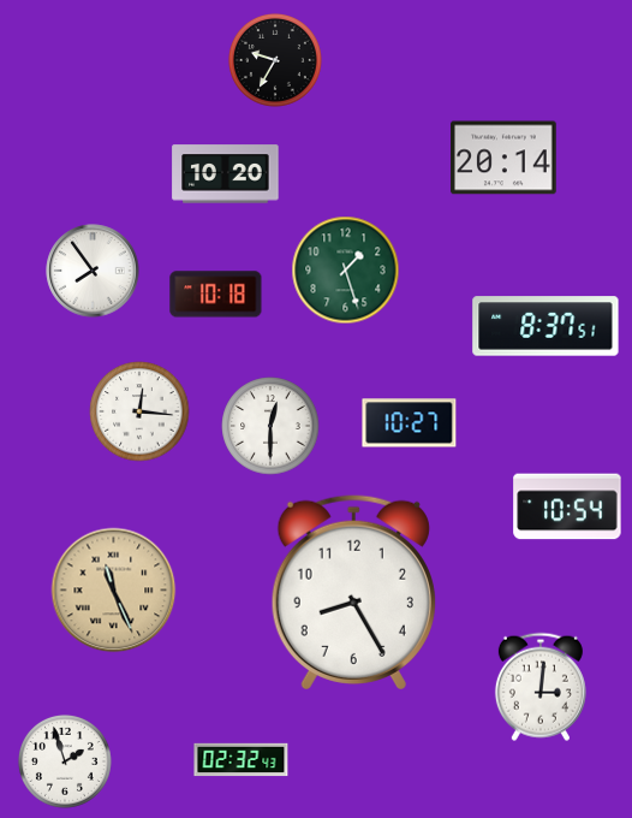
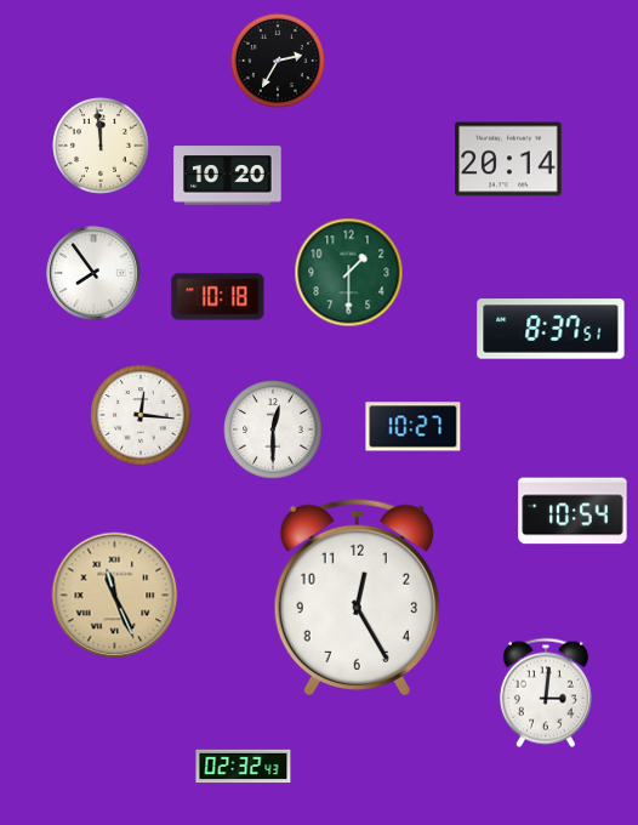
clock at (275, 60): 9:35 -> 2:35
clock at (101, 146): none -> 11:59
clock at (346, 271): 1:27 -> 1:30
clock at (353, 592): 8:25 -> 12:25
clock at (65, 761): 1:57 -> none
